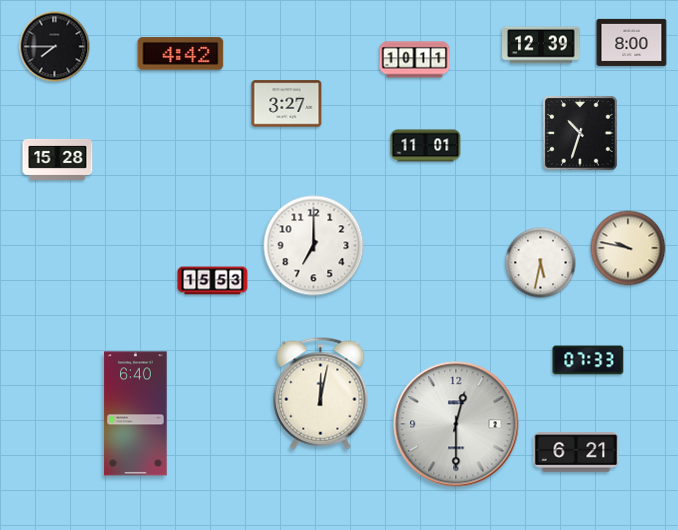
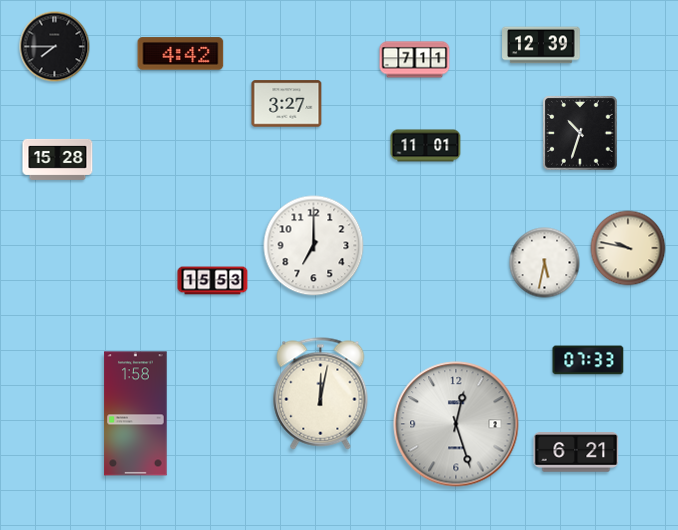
clock at (632, 42): 8:00 -> none
clock at (415, 60): 10:11 -> 7:11
clock at (541, 263) position: (541, 263) -> (545, 263)
clock at (136, 414): 6:40 -> 1:58
clock at (456, 424): 12:30 -> 12:27
